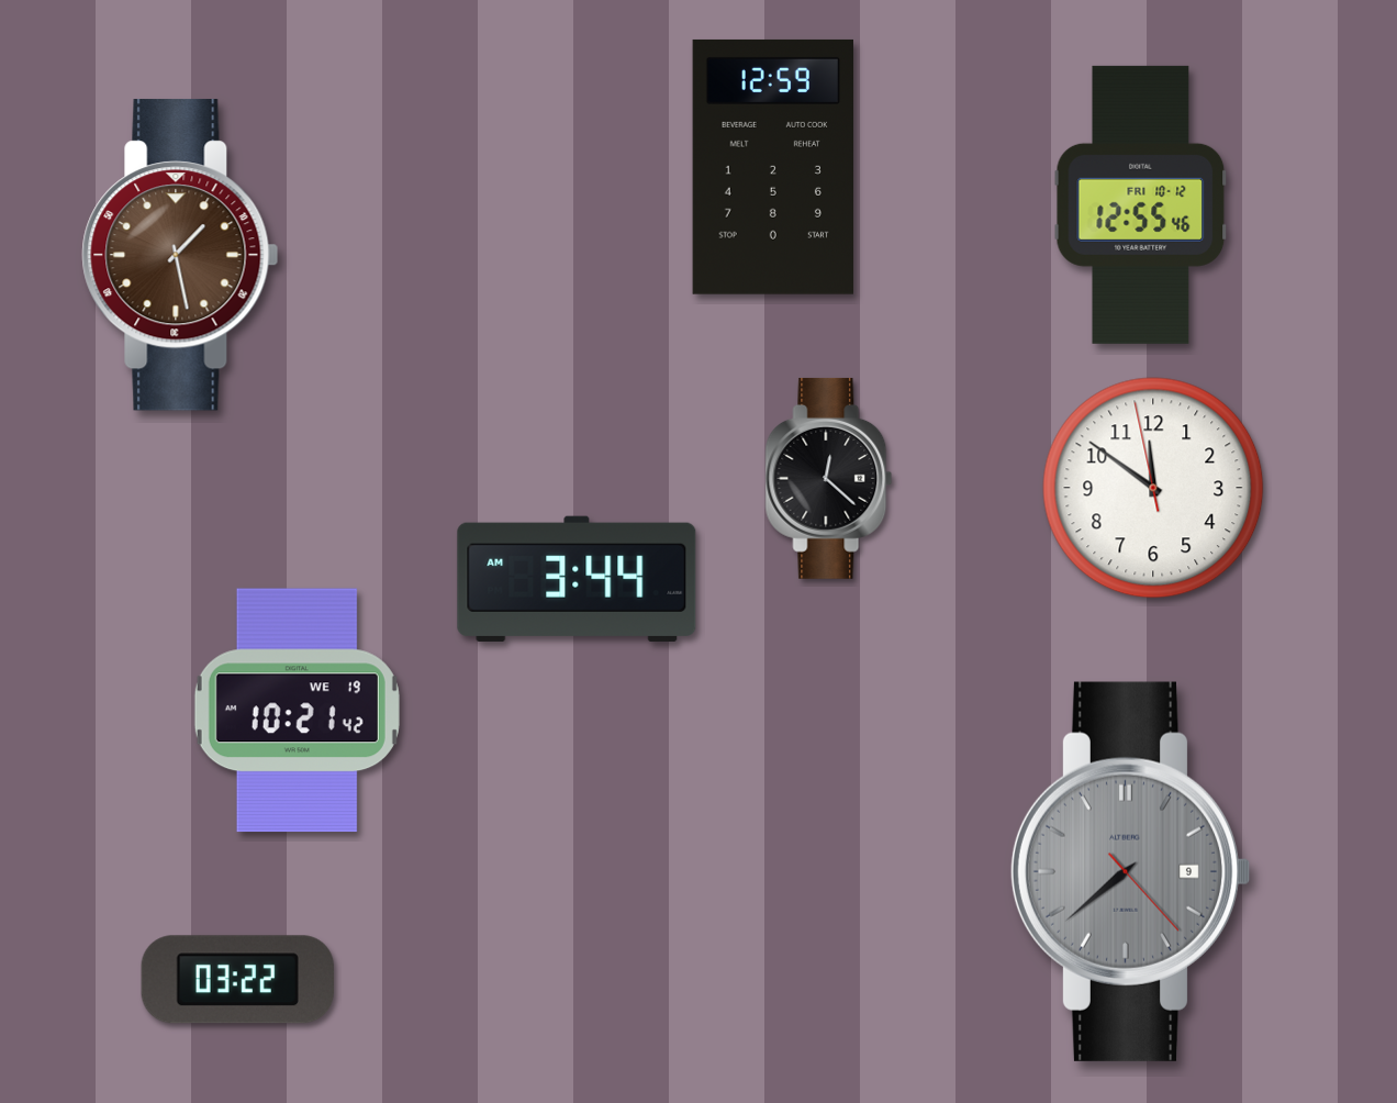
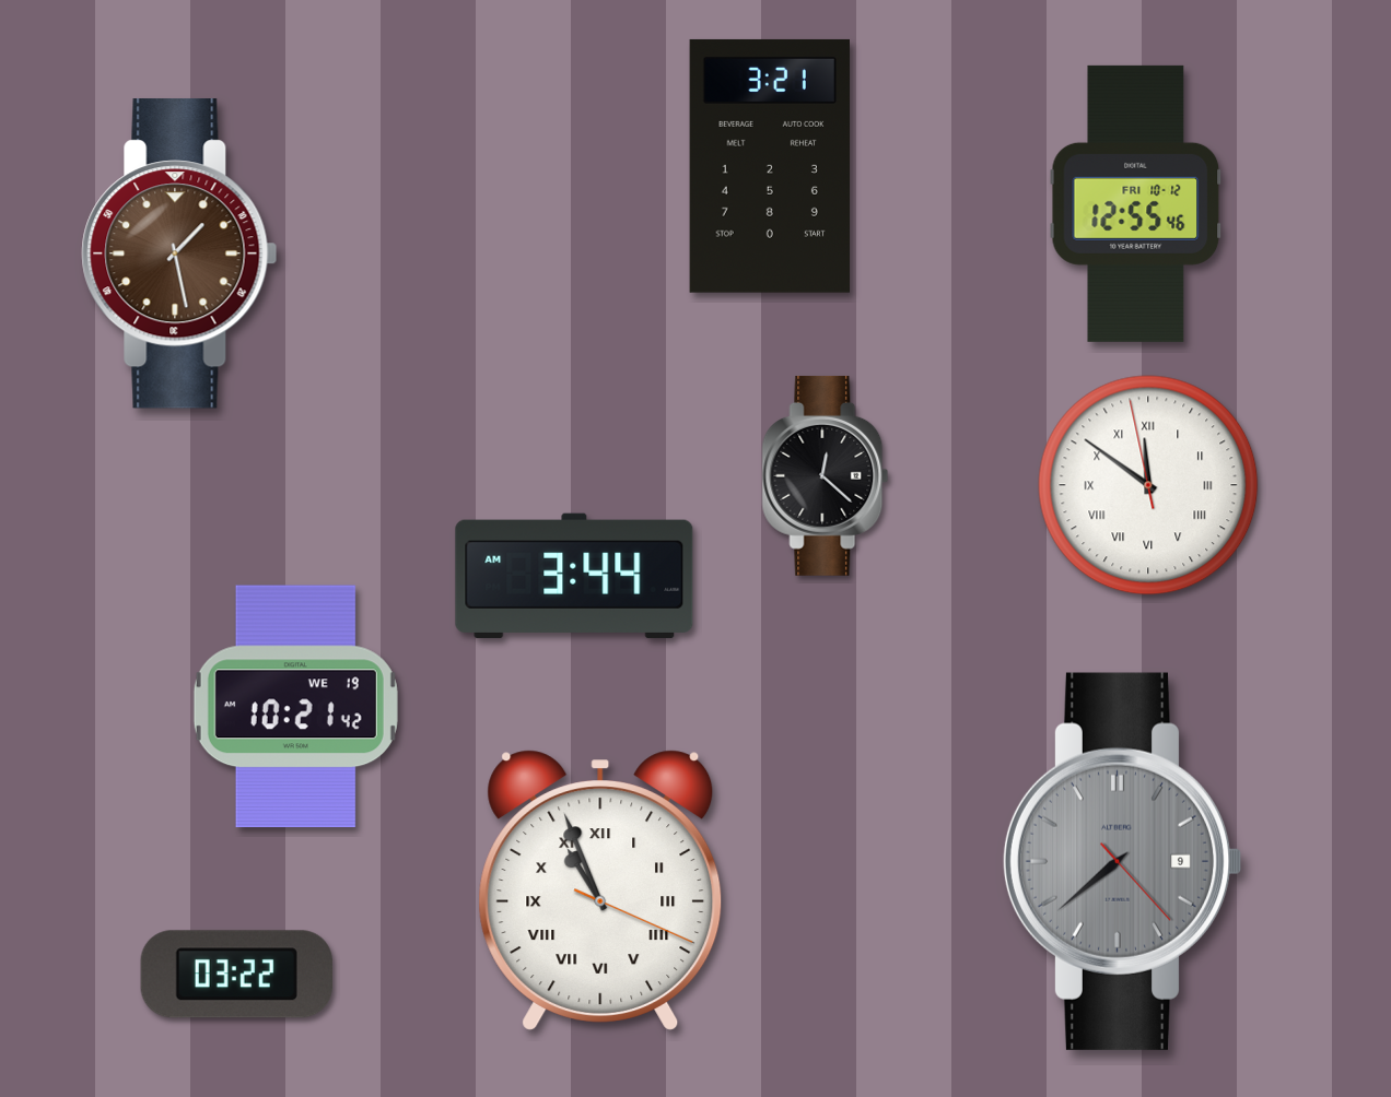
clock at (772, 167): 12:59 -> 3:21
clock at (1153, 488) numerals: Arabic -> Roman
clock at (1130, 871) position: (1130, 871) -> (1122, 861)
clock at (600, 890): none -> 10:56
